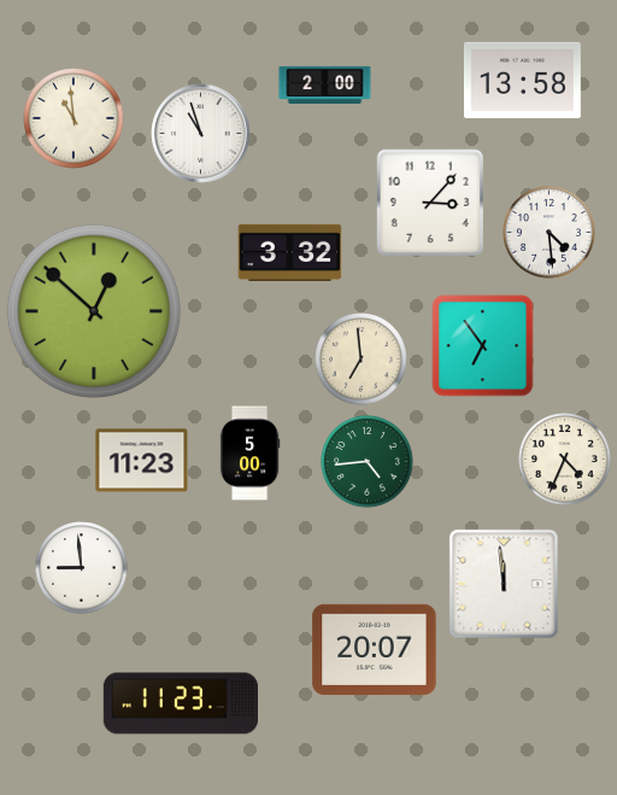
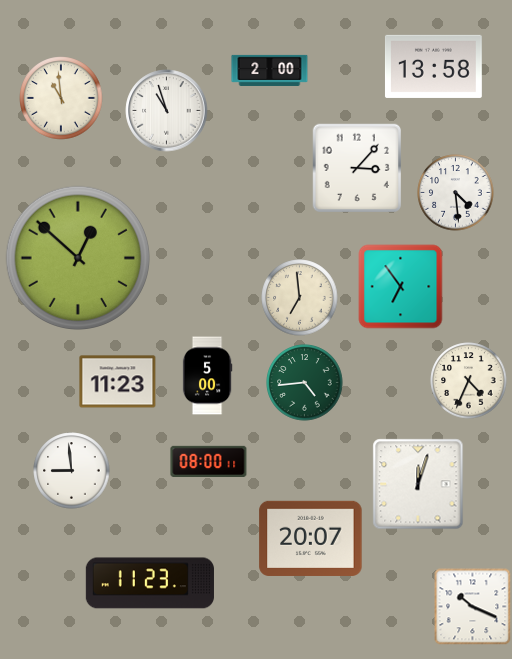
clock at (290, 252): 3:32 -> none
clock at (209, 461): none -> 08:00
clock at (82, 568) position: (82, 568) -> (72, 471)
clock at (504, 584): 11:59 -> 12:03
clock at (472, 607): none -> 10:19
